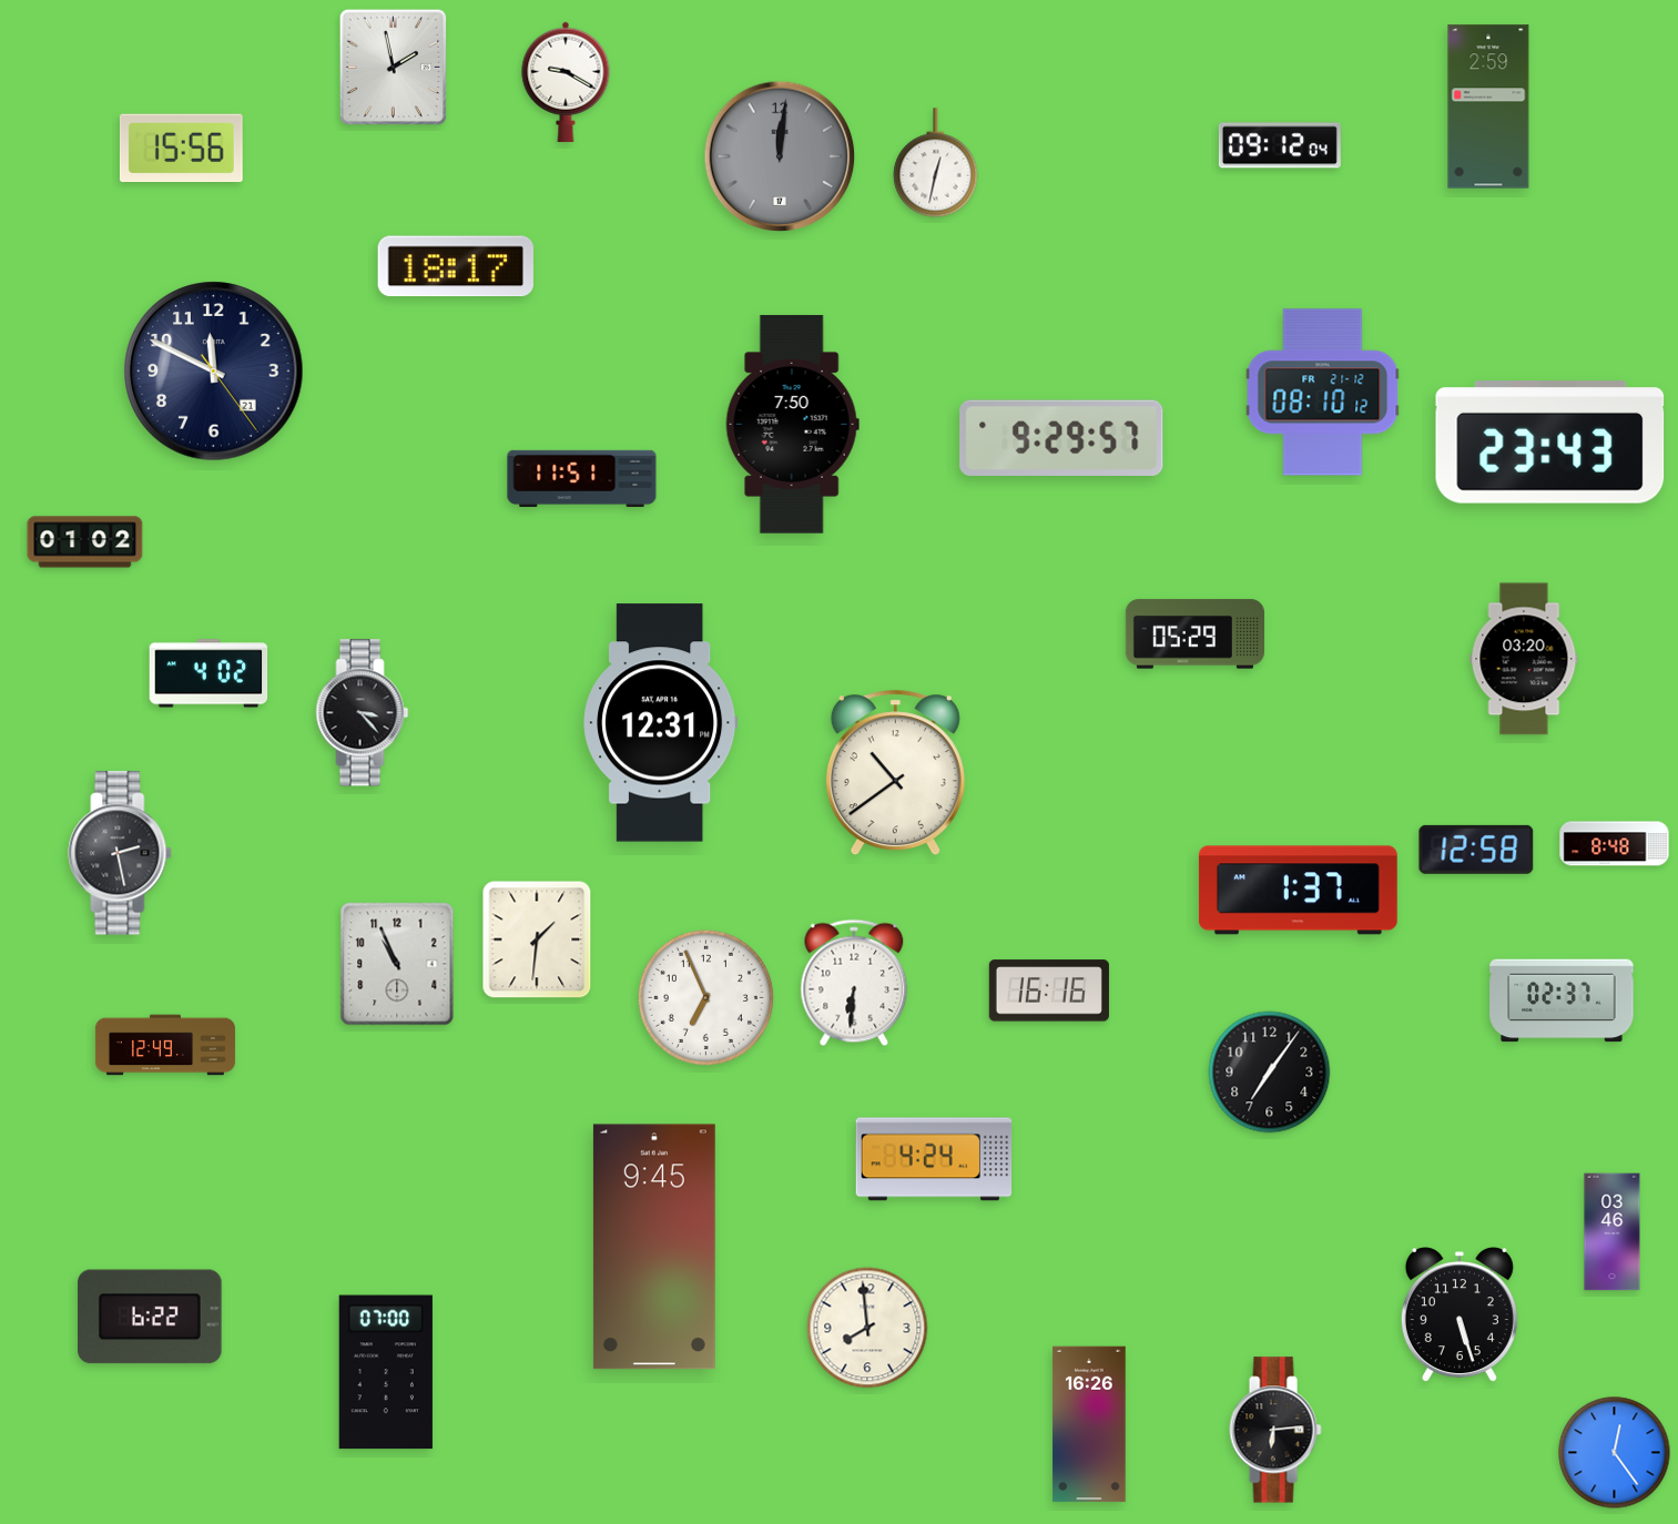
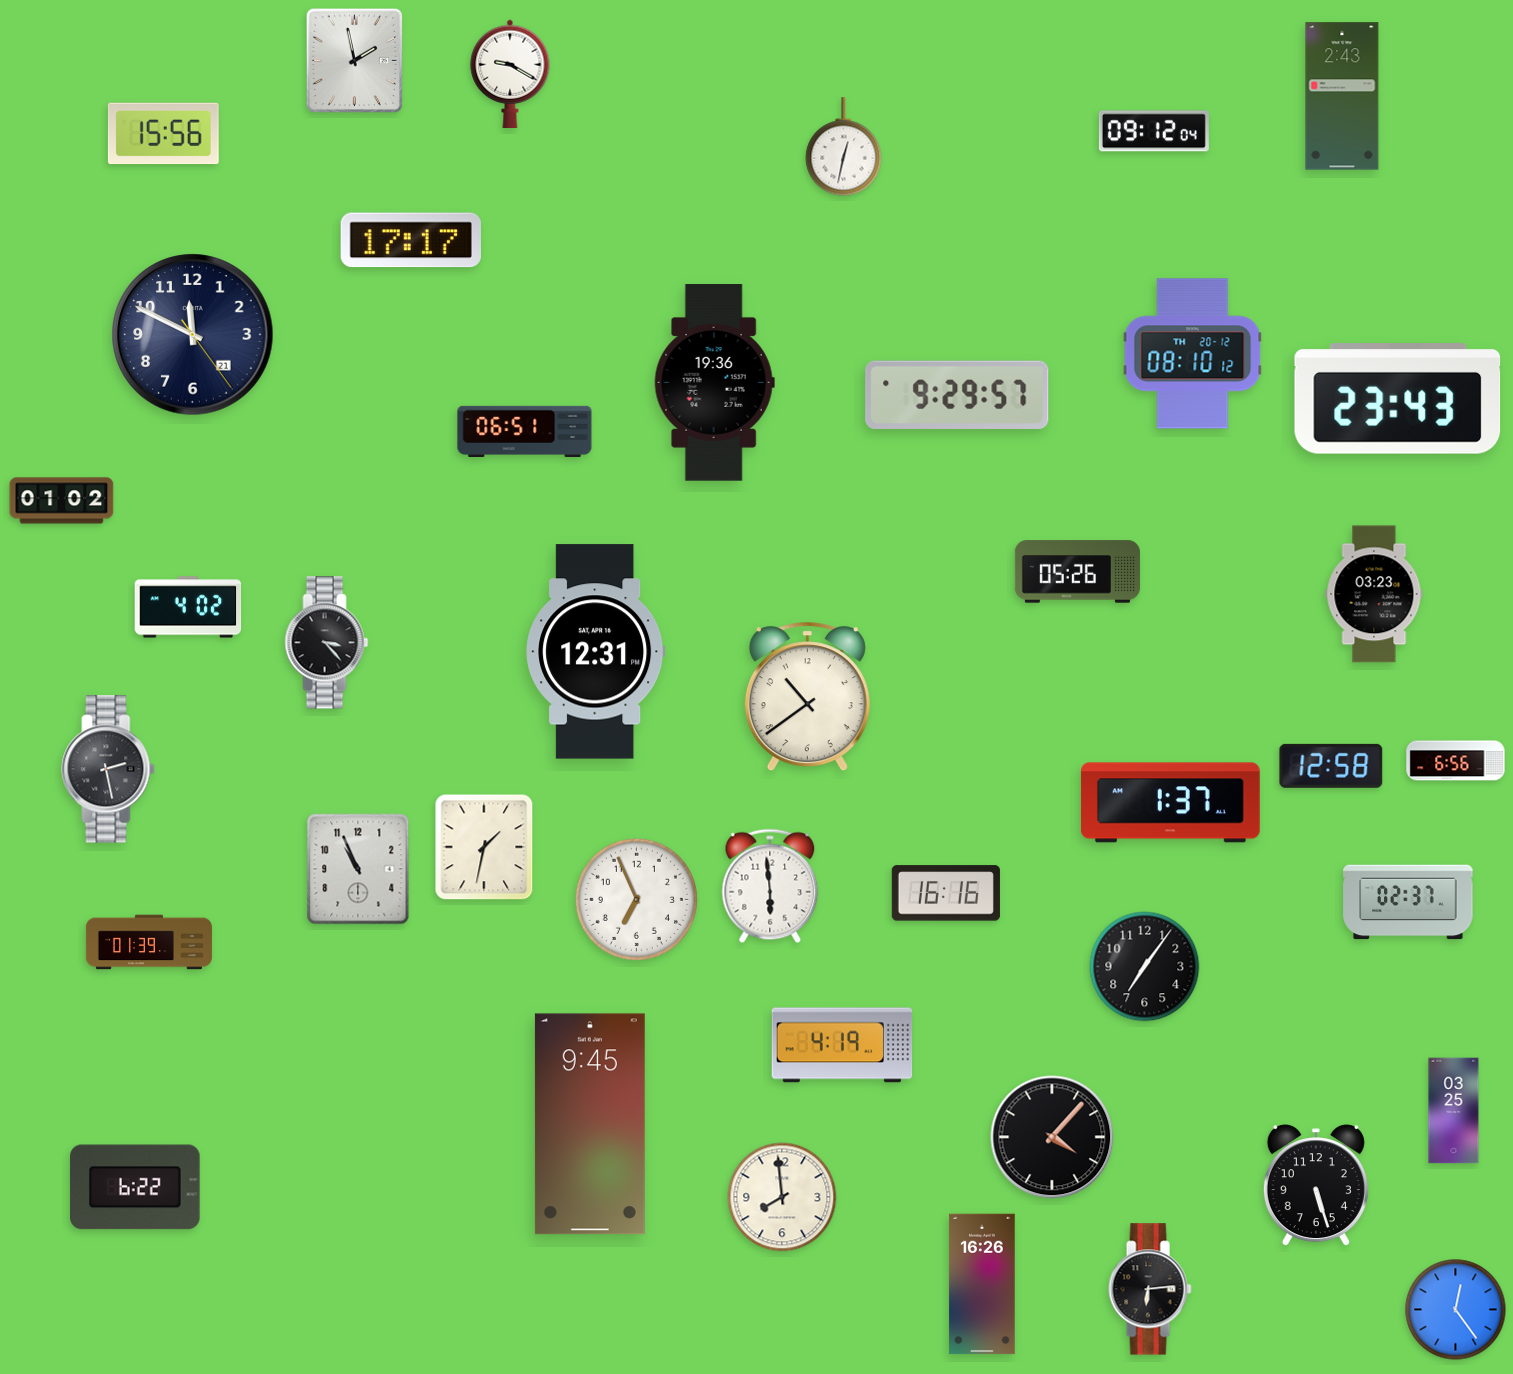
clock at (1488, 106): 2:59 -> 2:43
clock at (780, 156): 12:01 -> none
clock at (456, 266): 18:17 -> 17:17
clock at (1323, 393) date: FR 21-12 -> TH 20-12
clock at (792, 425): 7:50 -> 19:36
clock at (582, 478): 11:51 -> 06:51
clock at (85, 542) position: (85, 542) -> (62, 501)
clock at (1194, 634): 05:29 -> 05:26
clock at (1524, 659): 03:20 -> 03:23
clock at (1615, 844): 8:48 -> 6:56
clock at (537, 939): 1:31 -> 1:32
clock at (854, 983): 6:31 -> 5:59
clock at (165, 1045): 12:49 -> 01:39
clock at (934, 1159): 4:24 -> 4:19
clock at (1613, 1232): 03:46 -> 03:25
clock at (1052, 1137): none -> 4:07
clock at (386, 1372): 07:00 -> none
